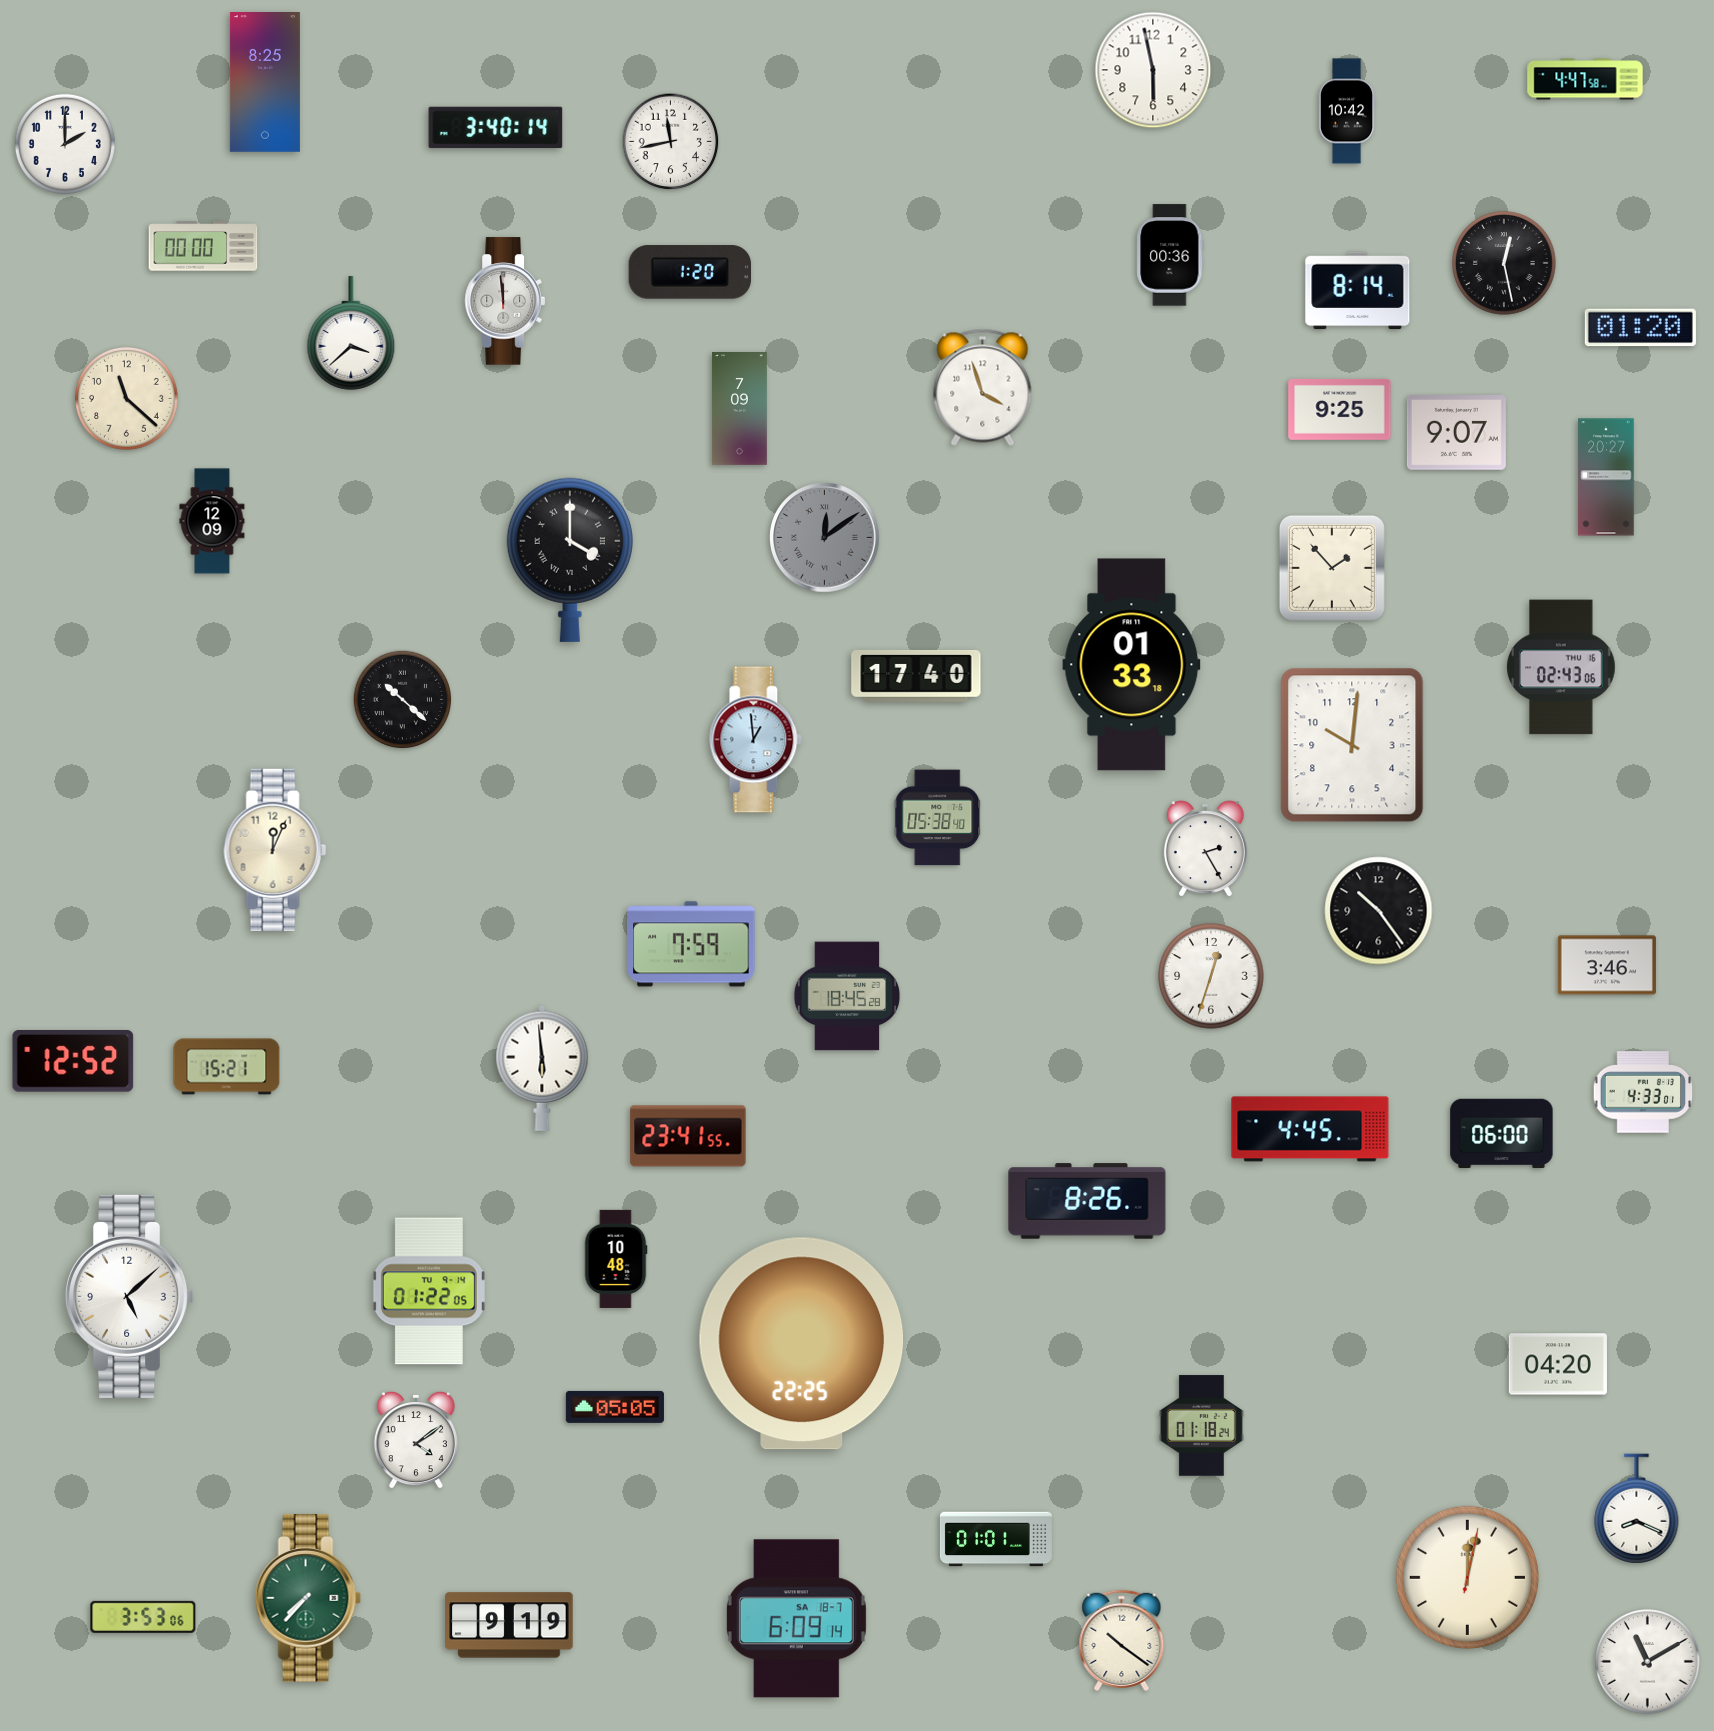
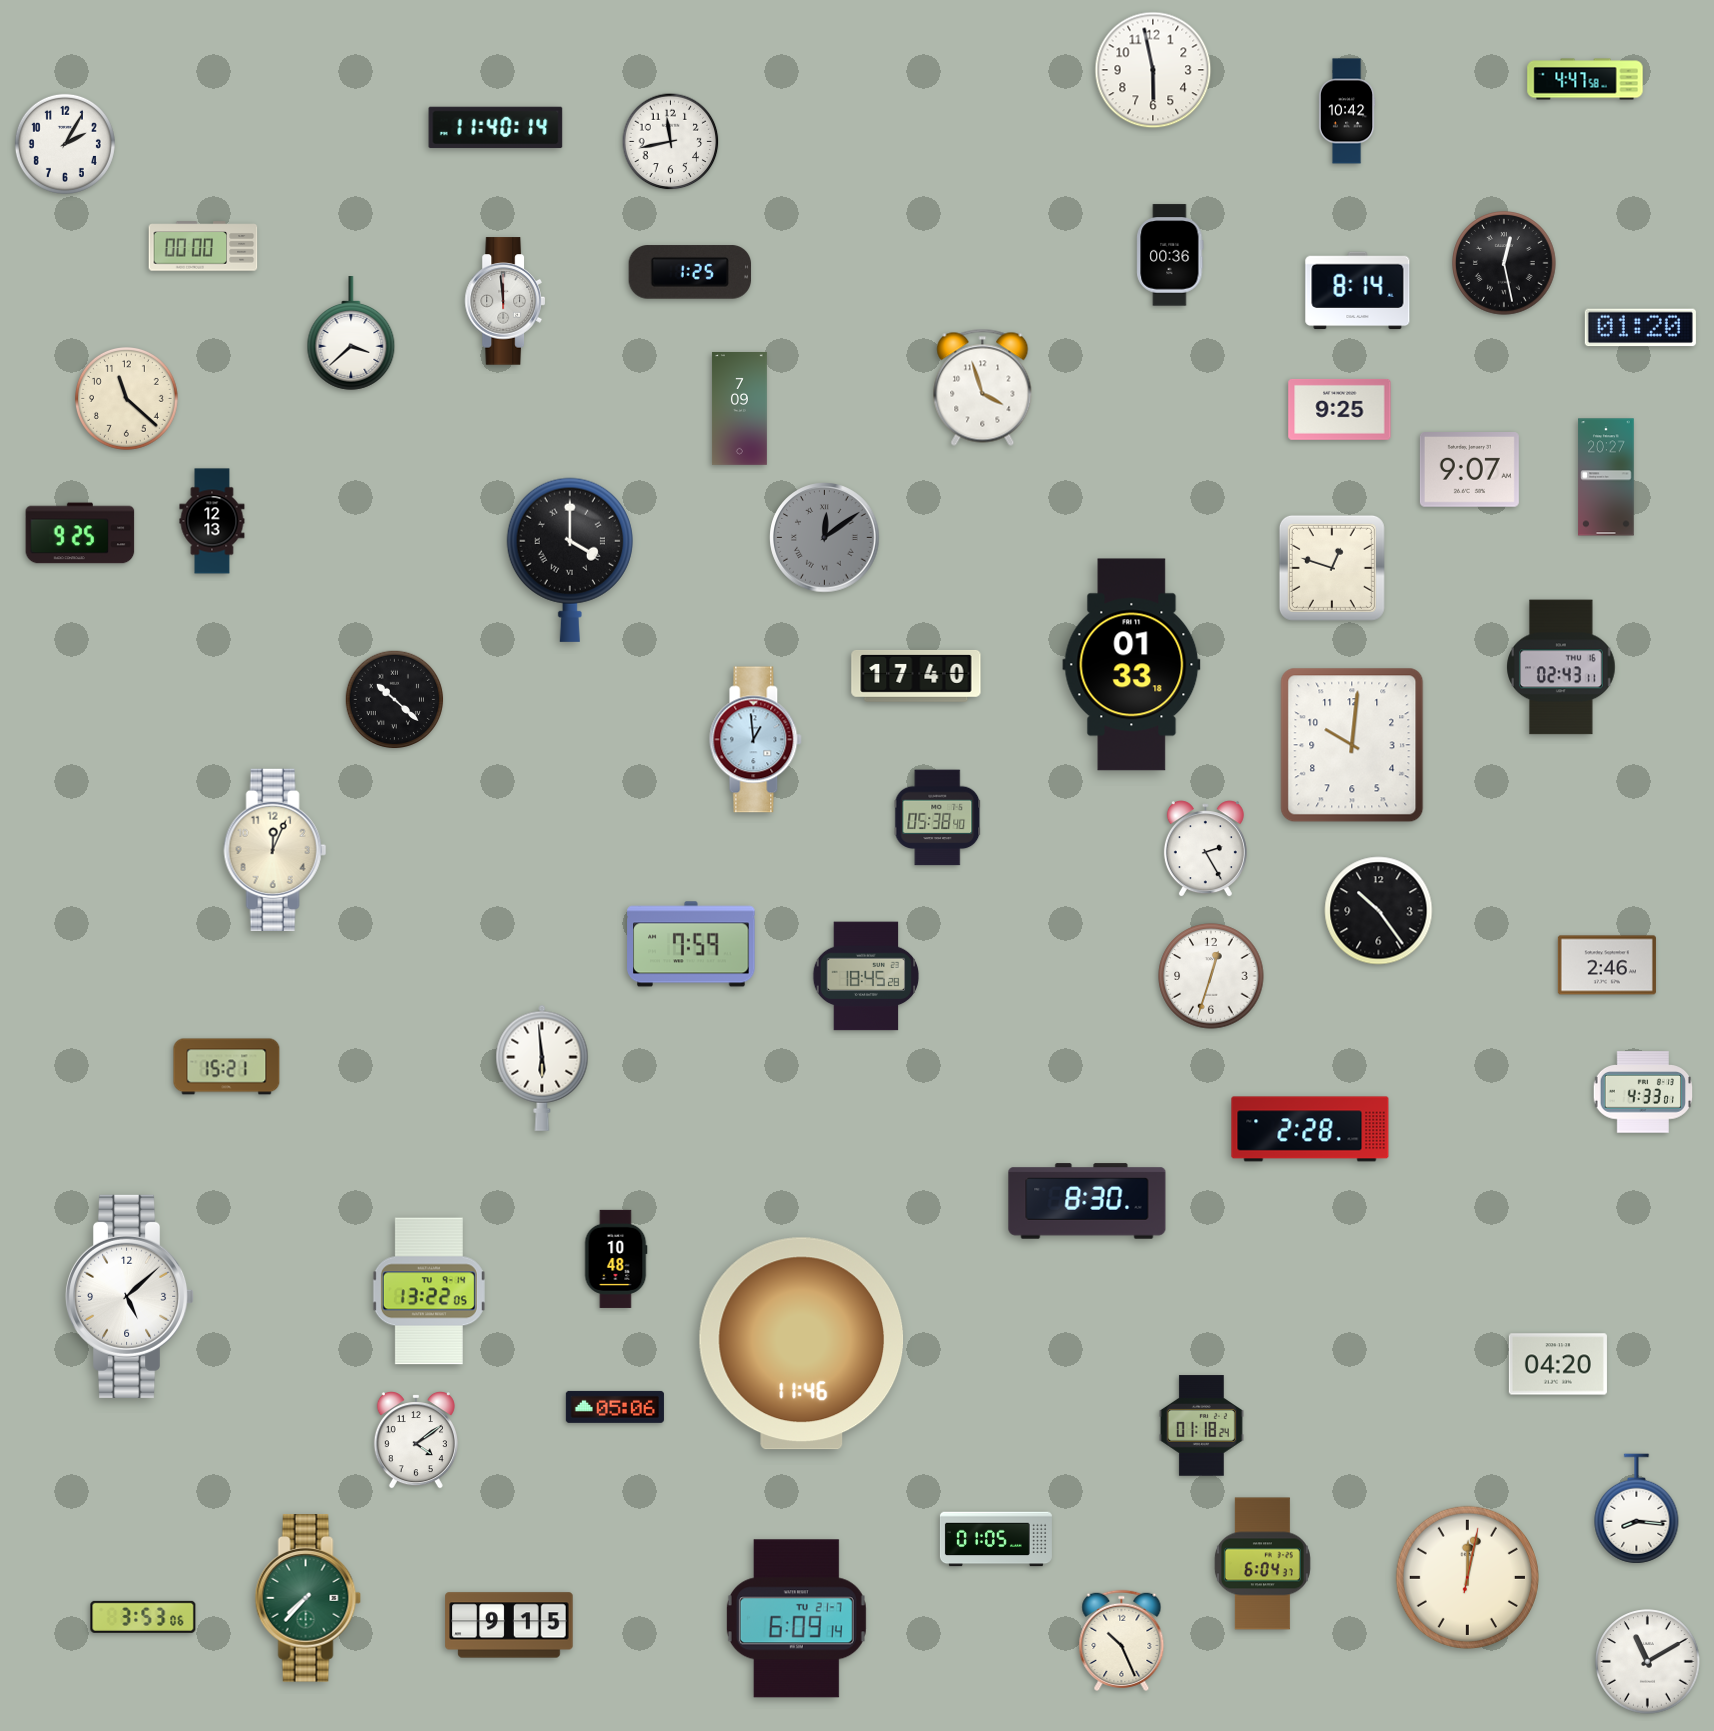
clock at (265, 83): 8:25 -> none
clock at (496, 128): 3:40 -> 11:40
clock at (65, 144): 2:00 -> 2:05
clock at (690, 272): 1:20 -> 1:25
clock at (1456, 433) position: (1456, 433) -> (1469, 470)
clock at (212, 521): 12:09 -> 12:13
clock at (80, 533): none -> 9:25
clock at (1332, 568): 1:53 -> 12:48
clock at (1561, 667): 02:43:06 -> 02:43:11
clock at (403, 700) position: (403, 700) -> (395, 700)
clock at (1607, 965): 3:46 -> 2:46
clock at (847, 996) position: (847, 996) -> (866, 976)
clock at (73, 1062): 12:52 -> none
clock at (1310, 1129): 4:45 -> 2:28
clock at (1502, 1134): 06:00 -> none
clock at (688, 1136): 23:41 -> none
clock at (1087, 1201): 8:26 -> 8:30
clock at (429, 1291): 01:22 -> 13:22
clock at (802, 1344): 22:25 -> 11:46
clock at (615, 1407): 05:05 -> 05:06
clock at (1637, 1509): 8:19 -> 8:16
clock at (996, 1539): 01:01 -> 01:05
clock at (1262, 1564): none -> 6:04
clock at (796, 1619) date: SA 18-7 -> TU 21-7
clock at (509, 1625): 9:19 -> 9:15
clock at (1122, 1640): 10:21 -> 10:26
